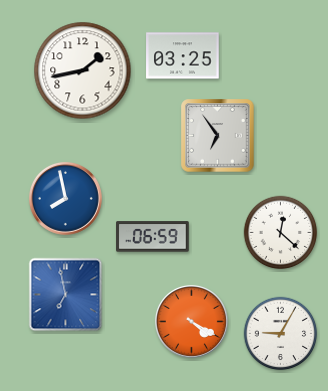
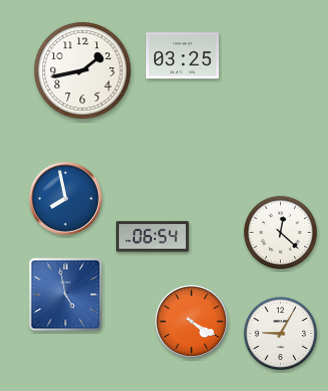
clock at (218, 136): 6:54 -> none
clock at (153, 237): 06:59 -> 06:54
clock at (66, 295): 6:58 -> 4:58
